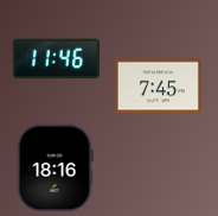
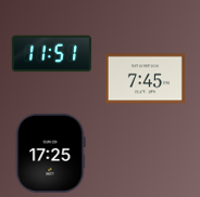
clock at (56, 59): 11:46 -> 11:51
clock at (54, 167): 18:16 -> 17:25
